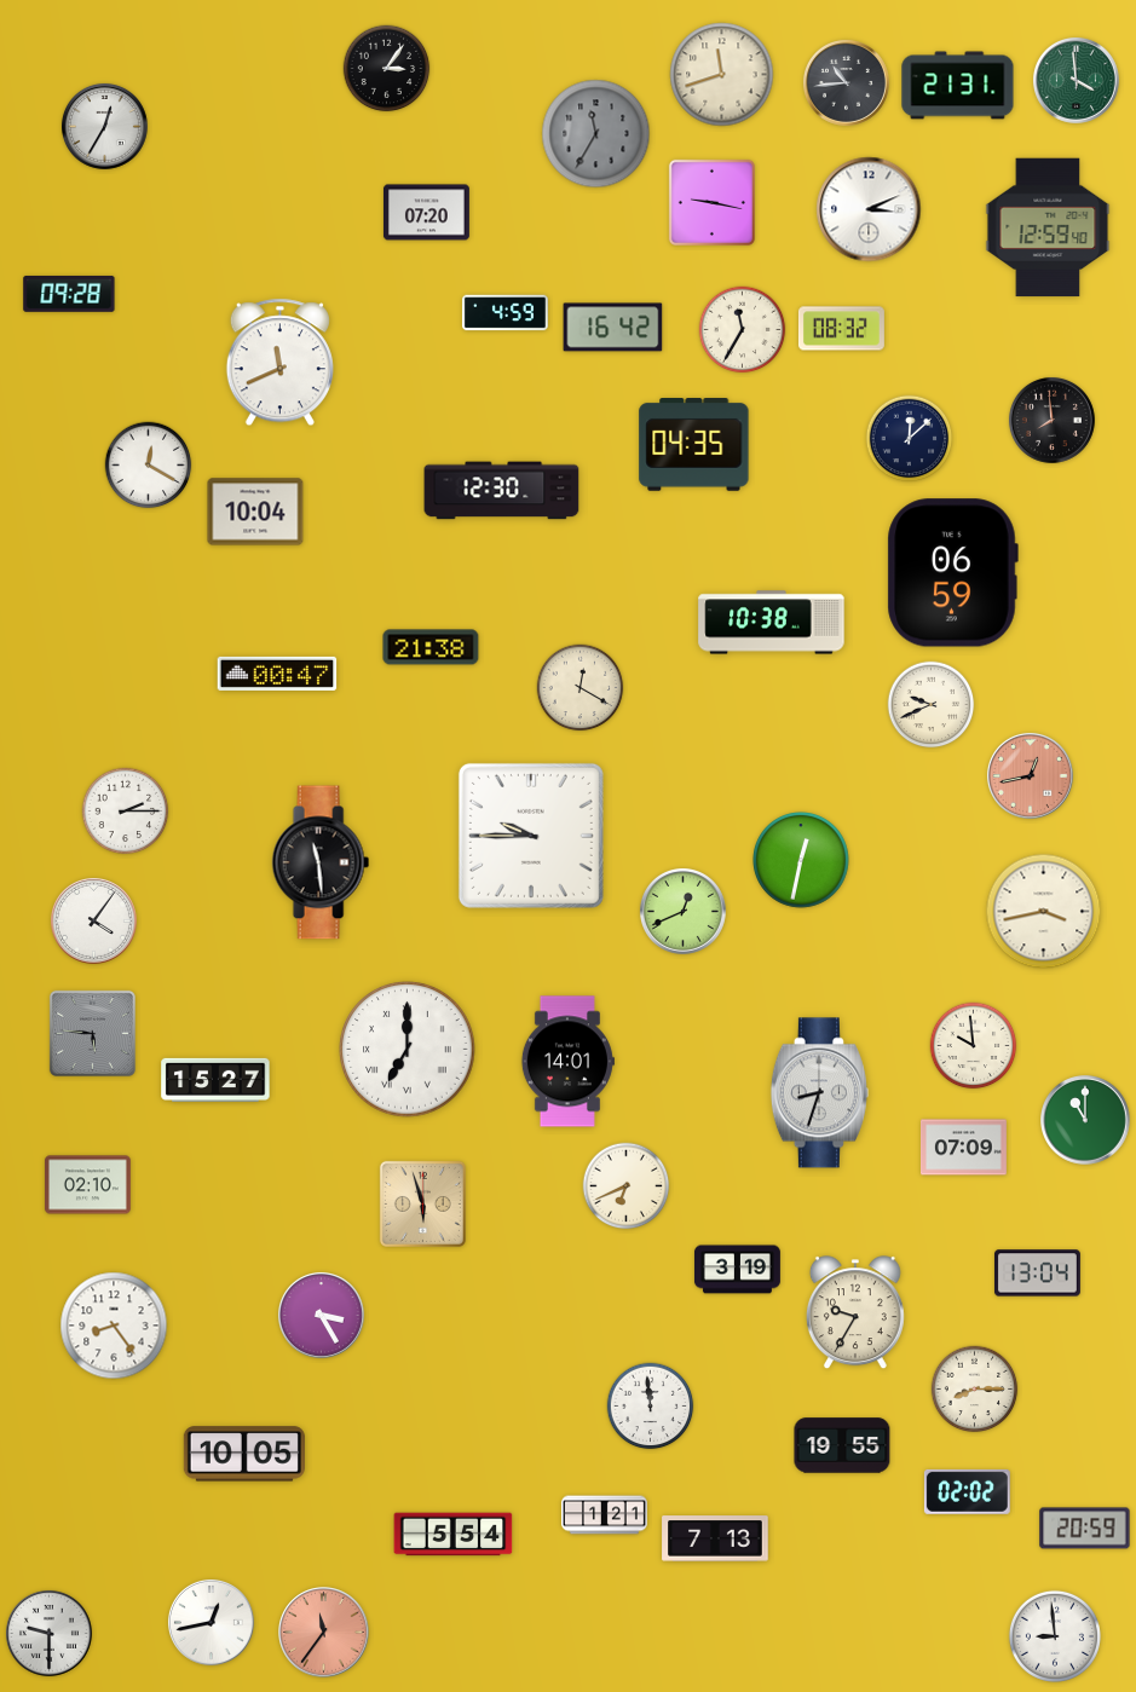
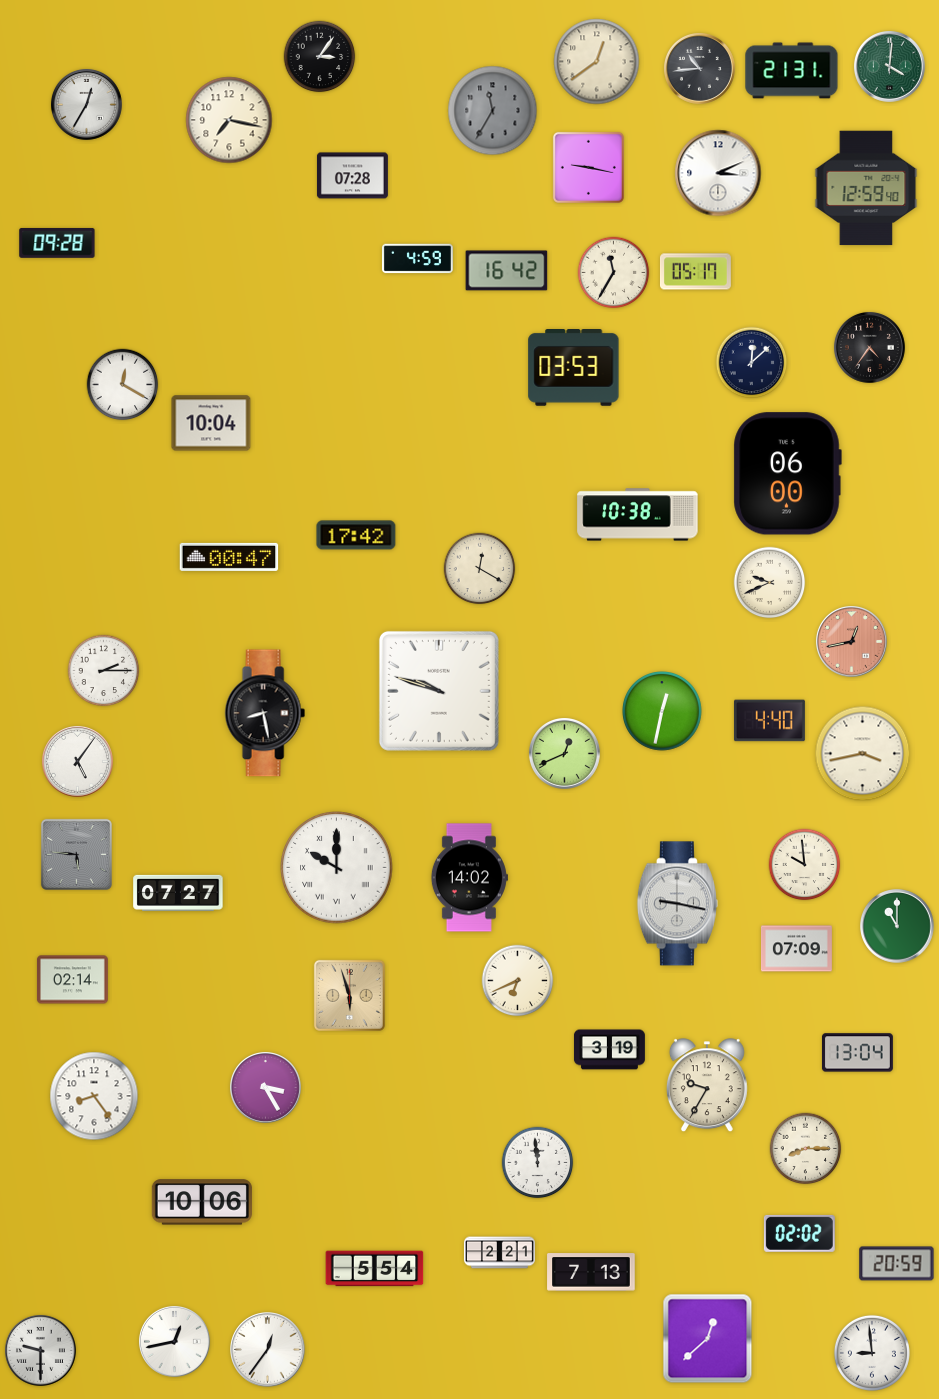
clock at (722, 75): 11:42 -> 12:39
clock at (1076, 80): 3:59 -> 4:01
clock at (229, 120): none -> 7:17
clock at (426, 213): 07:20 -> 07:28
clock at (841, 329): 08:32 -> 05:17
clock at (279, 363): 11:41 -> none
clock at (1051, 420): 7:59 -> 4:36
clock at (694, 445): 04:35 -> 03:53
clock at (502, 491): 12:30 -> none
clock at (952, 573): 06:59 -> 06:00
clock at (431, 647): 21:38 -> 17:42
clock at (531, 836): 9:45 -> 9:48
clock at (321, 862): 11:29 -> 8:28
clock at (769, 721): none -> 4:40
clock at (93, 920): 4:06 -> 5:06
clock at (408, 1050): 7:00 -> 10:00
clock at (567, 1062): 14:01 -> 14:02
clock at (215, 1080): 15:27 -> 07:27
clock at (819, 1093): 8:33 -> 9:17
clock at (87, 1185): 02:10 -> 02:14
clock at (842, 1445): 19:55 -> none
clock at (244, 1454): 10:05 -> 10:06
clock at (604, 1515): 1:21 -> 2:21
clock at (708, 1339): none -> 12:38
clock at (324, 1633): 11:36 -> 12:36
clock at (324, 1633) dial: salmon -> white
